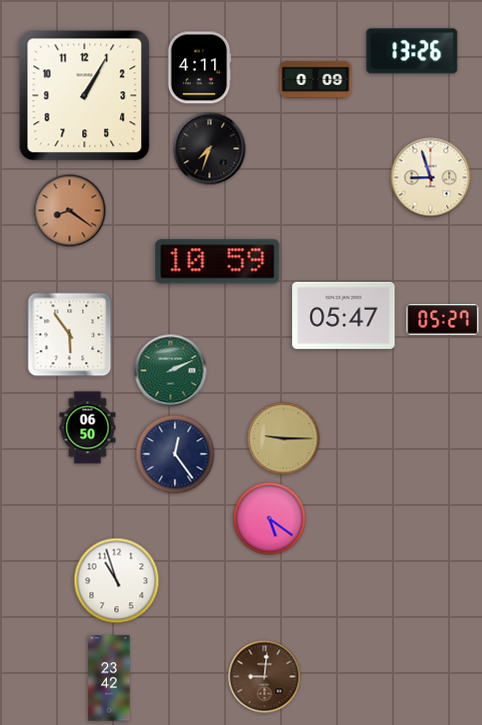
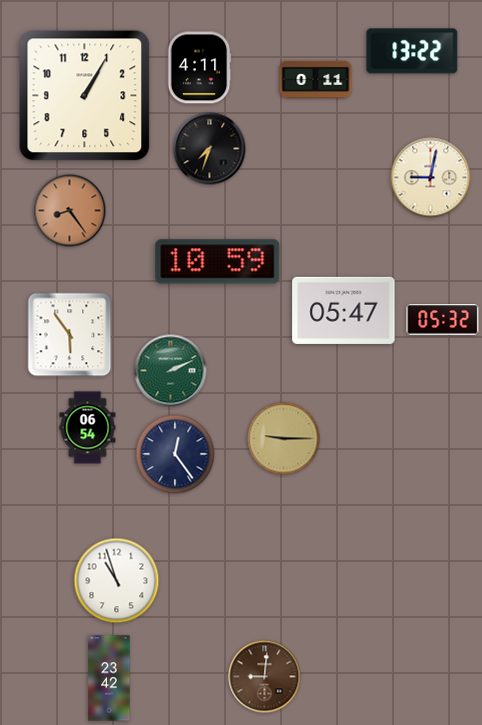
clock at (412, 51): 13:26 -> 13:22
clock at (316, 79): 0:09 -> 0:11
clock at (431, 178): 8:57 -> 9:02
clock at (70, 211): 8:21 -> 8:24
clock at (344, 315) position: (344, 315) -> (344, 310)
clock at (443, 320): 05:27 -> 05:32
clock at (88, 428): 06:50 -> 06:54
clock at (270, 519): 5:21 -> none
